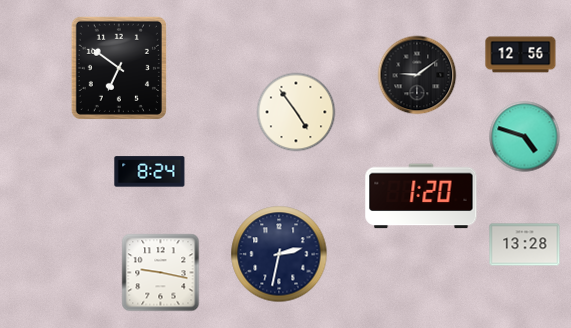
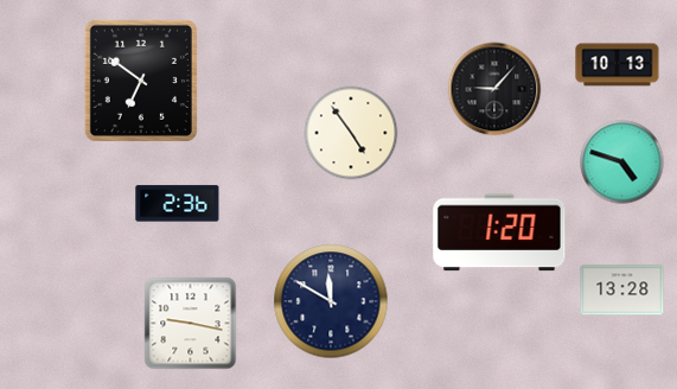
clock at (521, 55): 12:56 -> 10:13
clock at (417, 75): 9:09 -> 9:07
clock at (150, 172): 8:24 -> 2:36
clock at (279, 254): 2:32 -> 11:50
